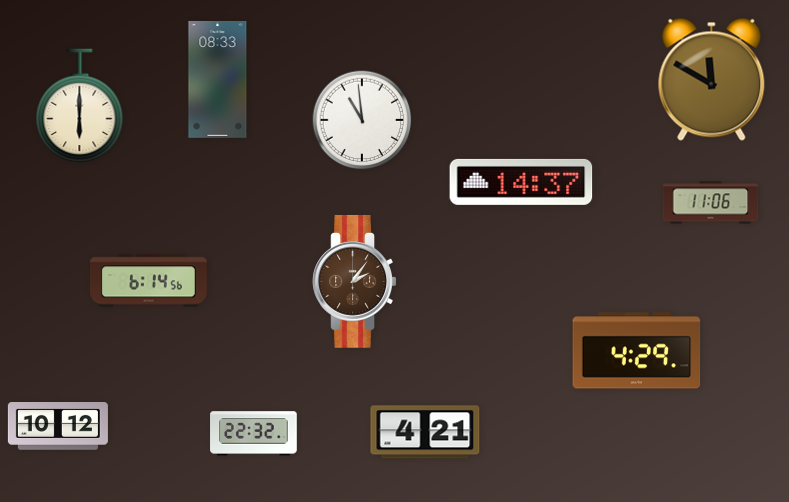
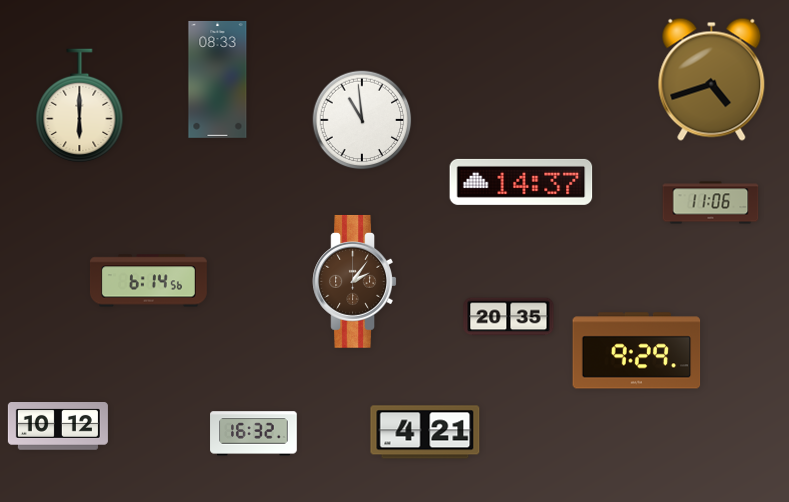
clock at (712, 79): 11:50 -> 4:42
clock at (509, 317): none -> 20:35
clock at (637, 351): 4:29 -> 9:29
clock at (254, 434): 22:32 -> 16:32
